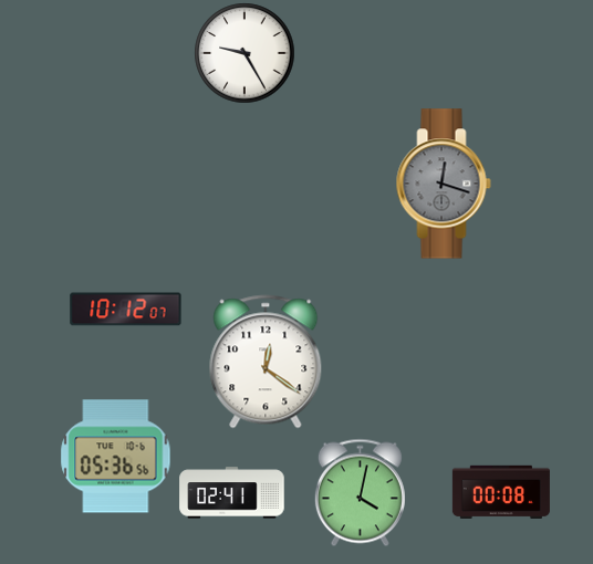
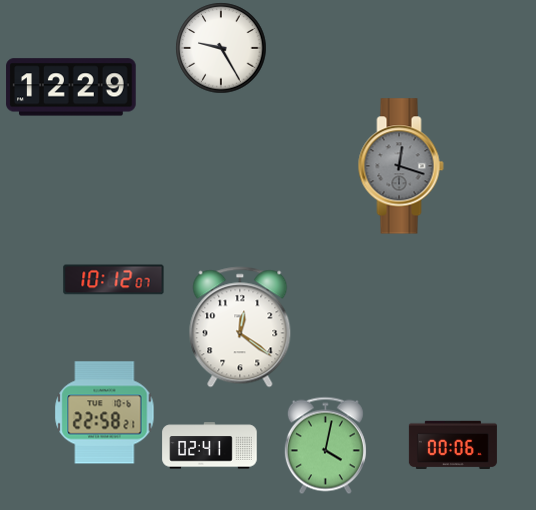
clock at (71, 87): none -> 12:29
clock at (116, 457): 05:36 -> 22:58
clock at (501, 491): 00:08 -> 00:06
